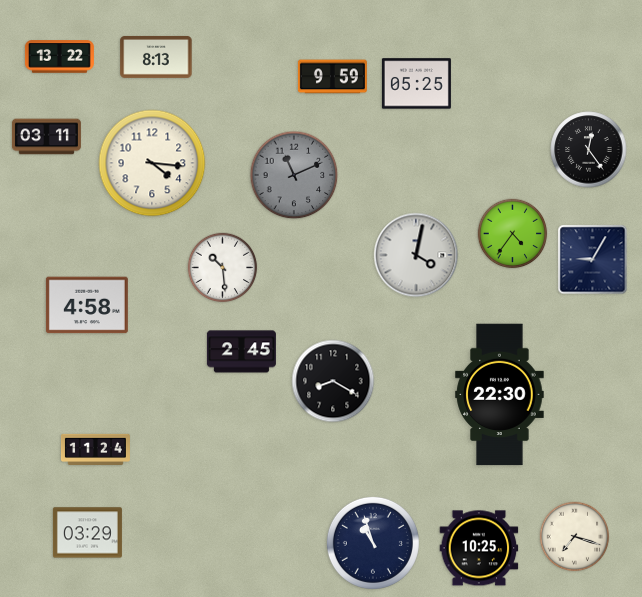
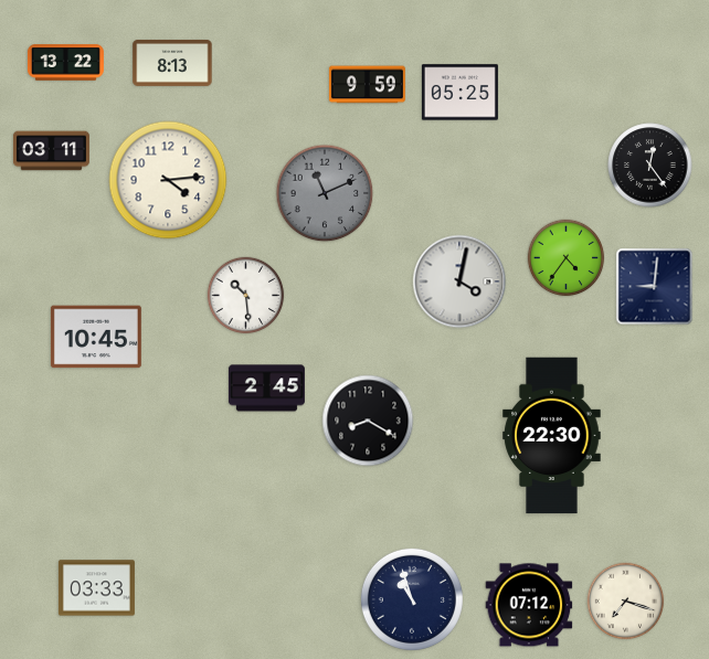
clock at (152, 163): 4:16 -> 4:14
clock at (593, 260): 9:05 -> 9:01
clock at (87, 305): 4:58 -> 10:45
clock at (95, 449): 11:24 -> none
clock at (87, 533): 03:29 -> 03:33
clock at (575, 537) position: (575, 537) -> (626, 602)
clock at (479, 548): 10:25 -> 07:12
